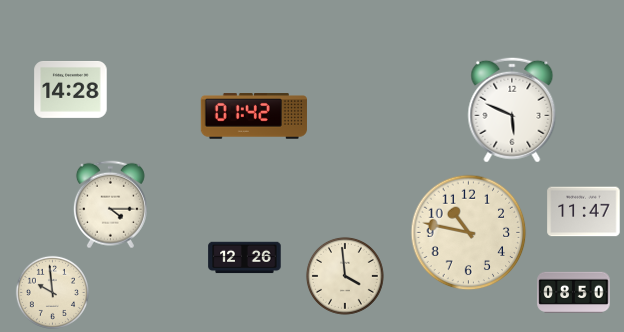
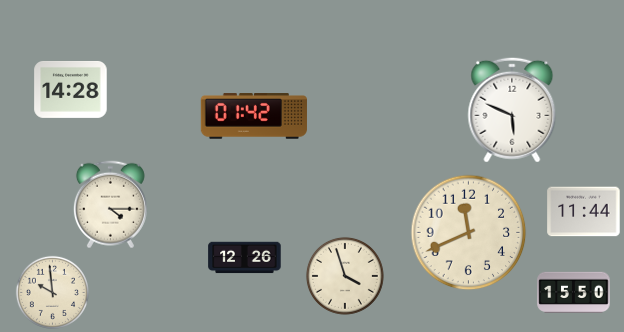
clock at (584, 212): 11:47 -> 11:44
clock at (469, 233): 10:47 -> 11:41
clock at (345, 276): 3:59 -> 3:57
clock at (574, 293): 08:50 -> 15:50
